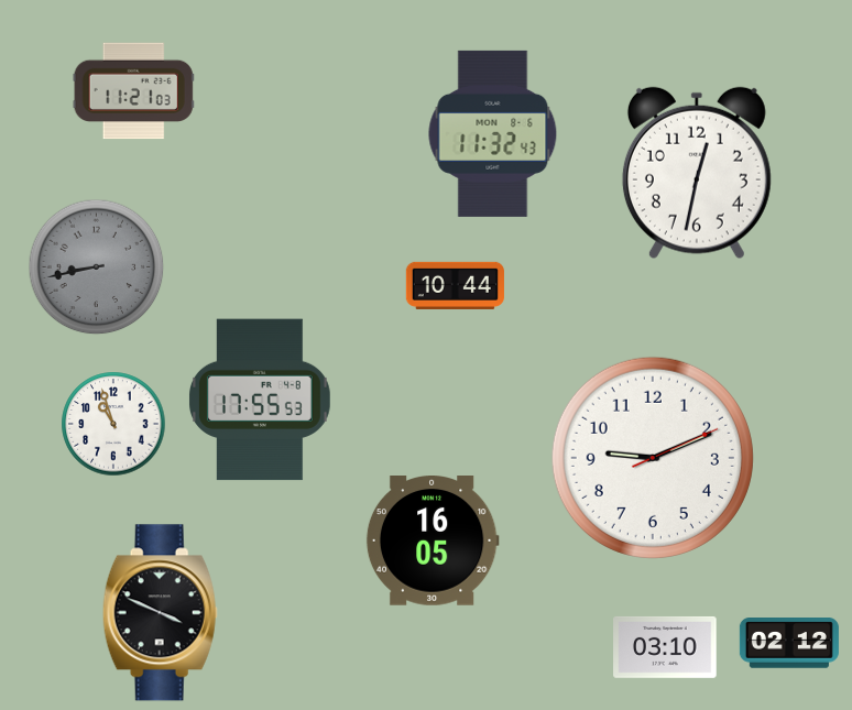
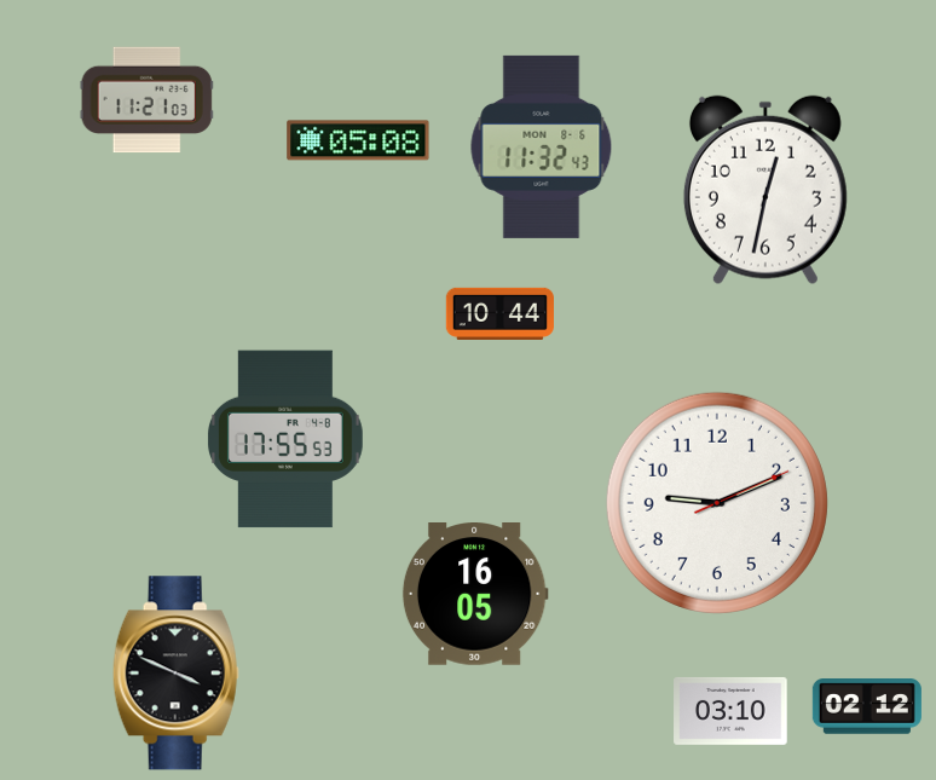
clock at (358, 140): none -> 05:08
clock at (97, 267): 8:43 -> none
clock at (113, 424): 10:57 -> none
